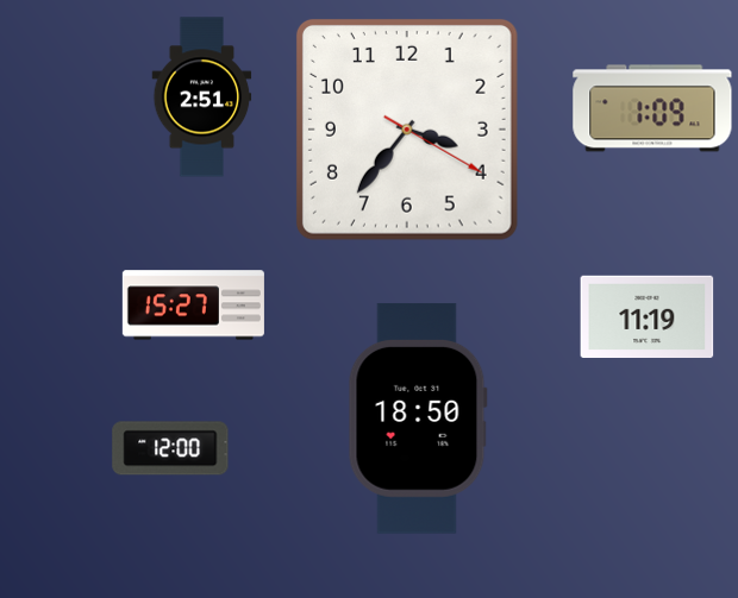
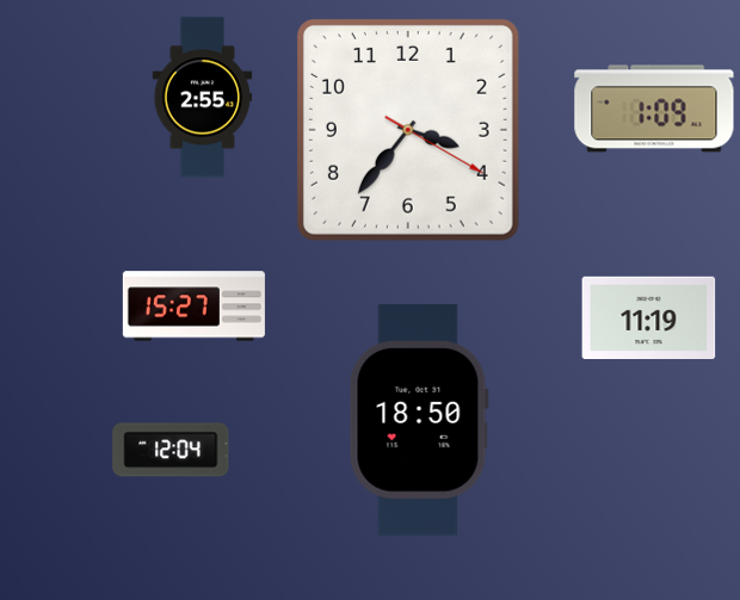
clock at (202, 97): 2:51 -> 2:55
clock at (170, 448): 12:00 -> 12:04
